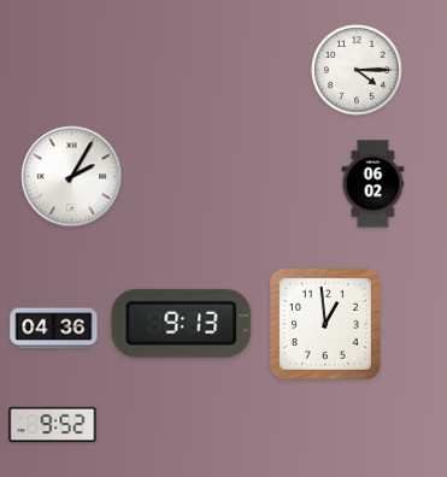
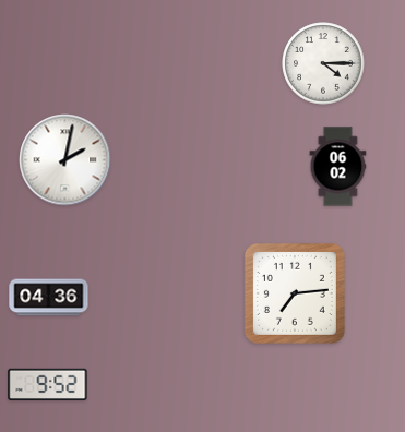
clock at (72, 177): 2:05 -> 2:02
clock at (182, 323): 9:13 -> none
clock at (325, 324): 12:59 -> 7:14
